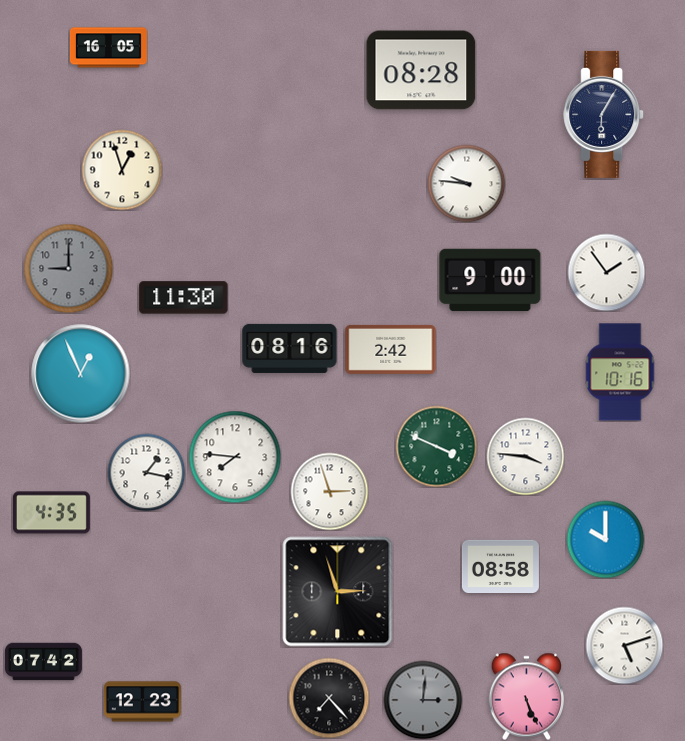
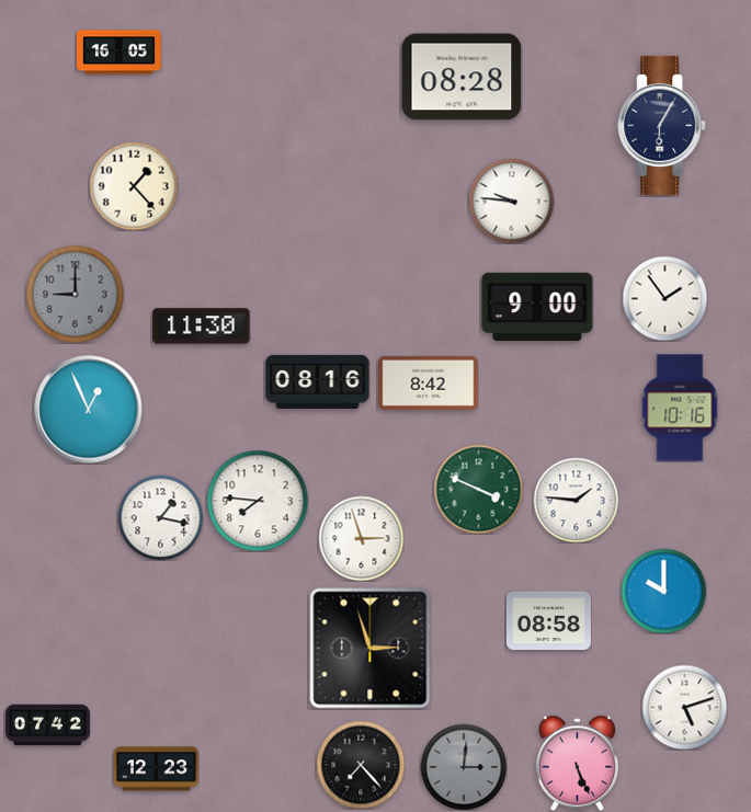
clock at (122, 170): 12:57 -> 1:23
clock at (391, 349): 2:42 -> 8:42
clock at (525, 456): 3:46 -> 1:46
clock at (51, 513): 4:35 -> none
